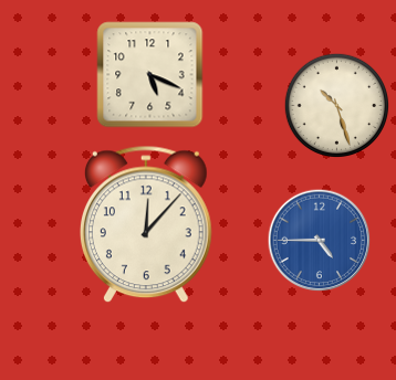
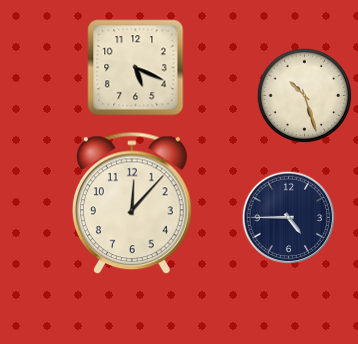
clock at (320, 241) dial: blue -> navy
